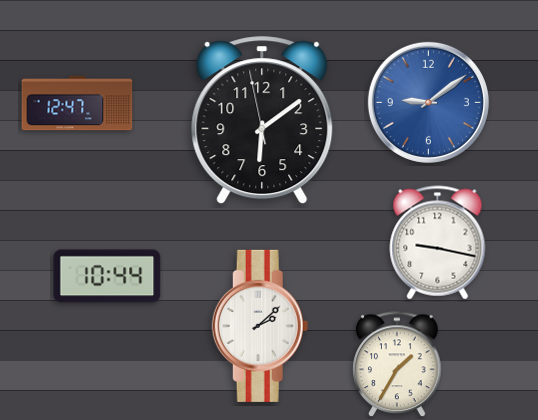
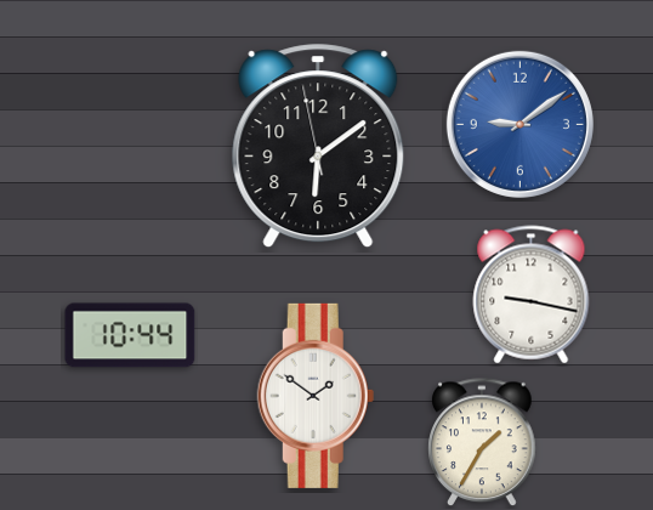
clock at (77, 103): 12:47 -> none
clock at (260, 326): 2:08 -> 1:51
